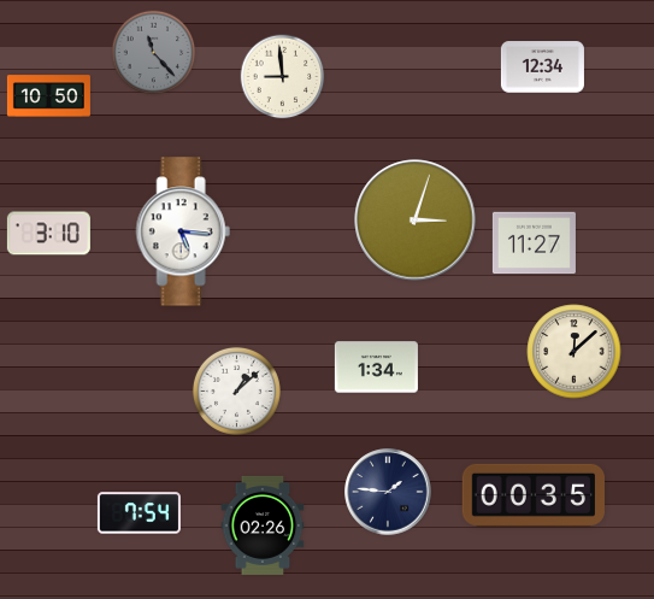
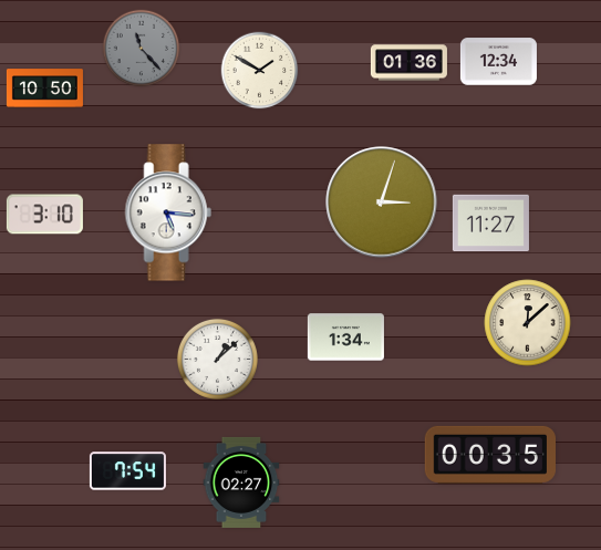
clock at (408, 63): none -> 01:36
clock at (283, 77): 8:59 -> 1:50
clock at (388, 492): 1:46 -> none
clock at (263, 525): 02:26 -> 02:27
